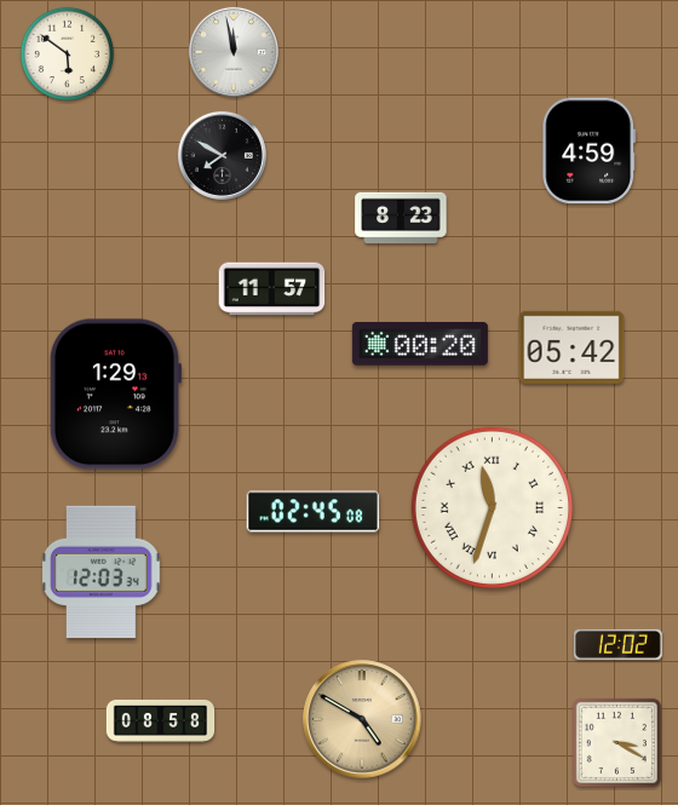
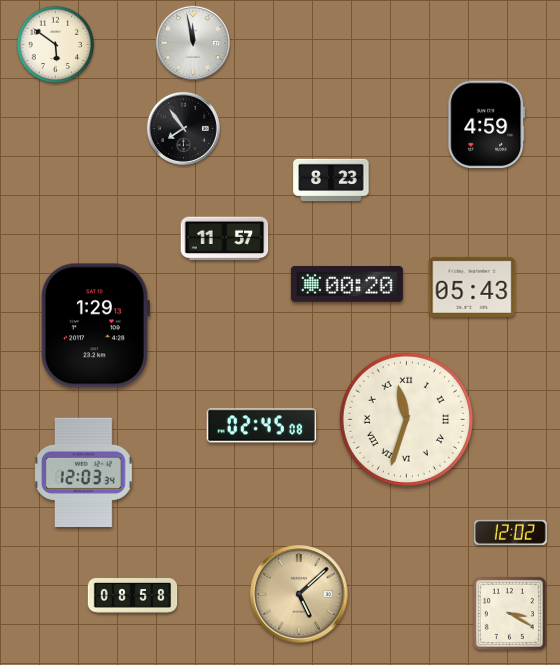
clock at (222, 155): 7:50 -> 7:54
clock at (571, 347): 05:42 -> 05:43
clock at (314, 512) position: (314, 512) -> (262, 426)
clock at (362, 719): 4:50 -> 5:08
